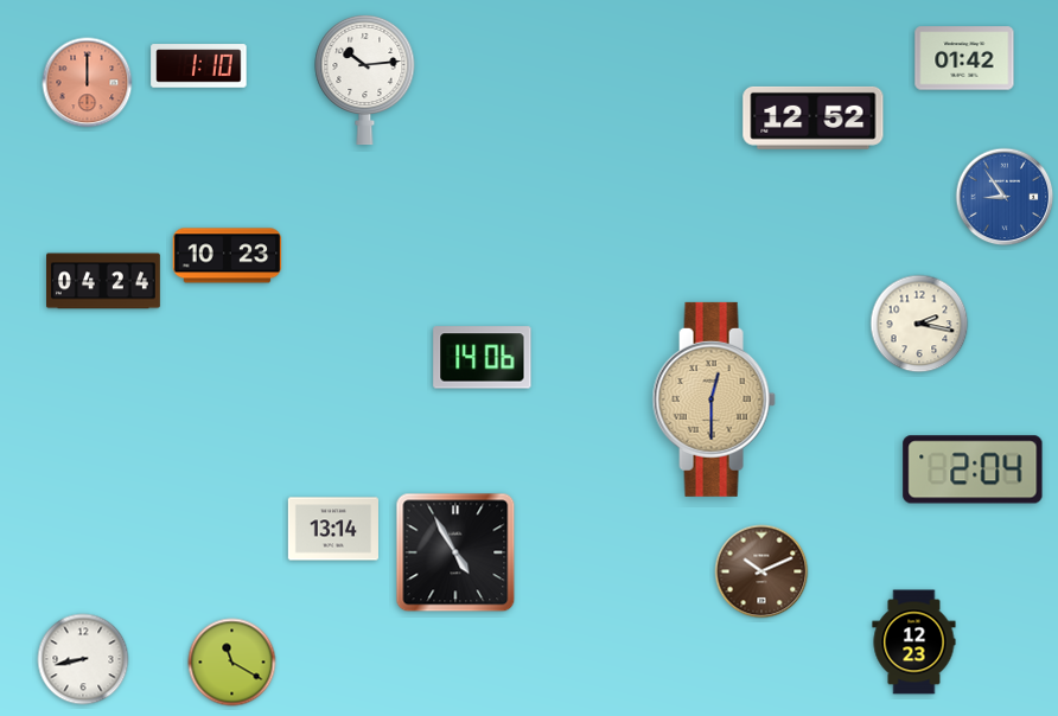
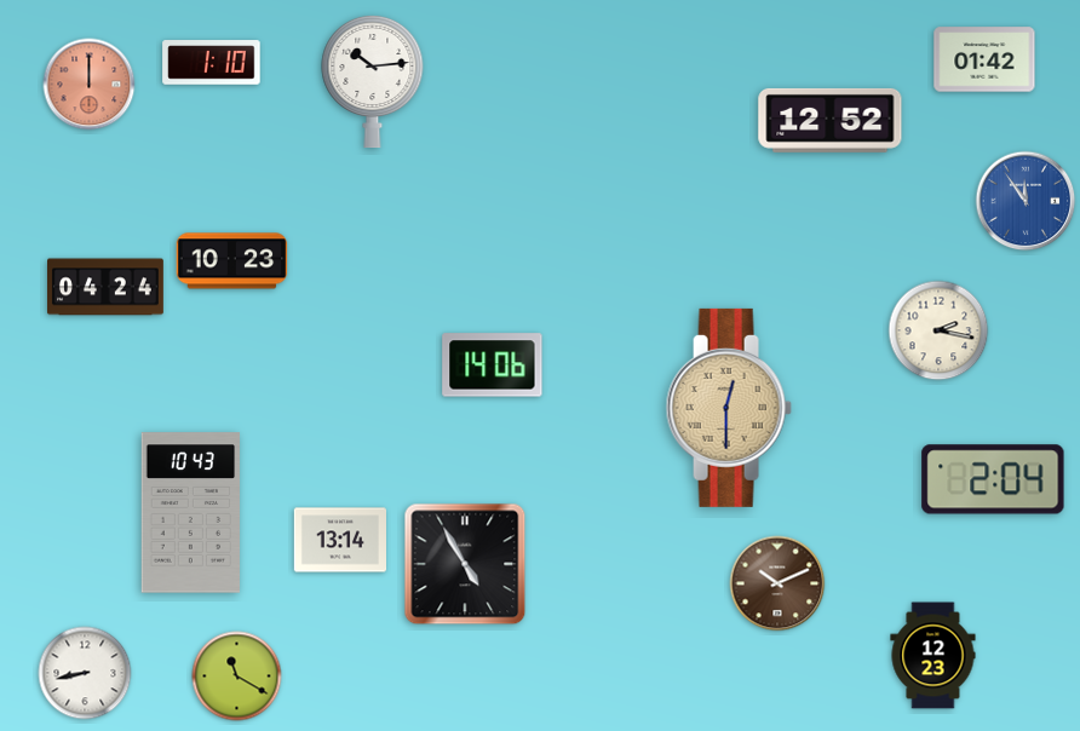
clock at (199, 66) position: (199, 66) -> (212, 63)
clock at (1005, 197): 8:54 -> 11:54
clock at (191, 513): none -> 10:43
